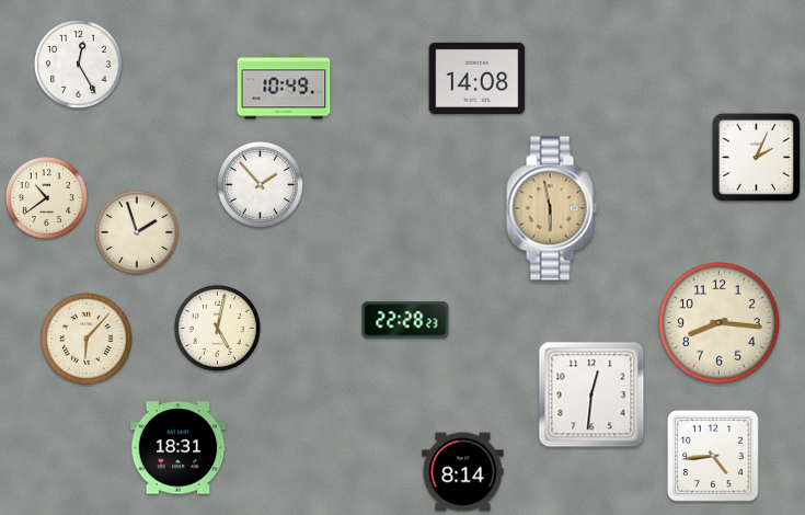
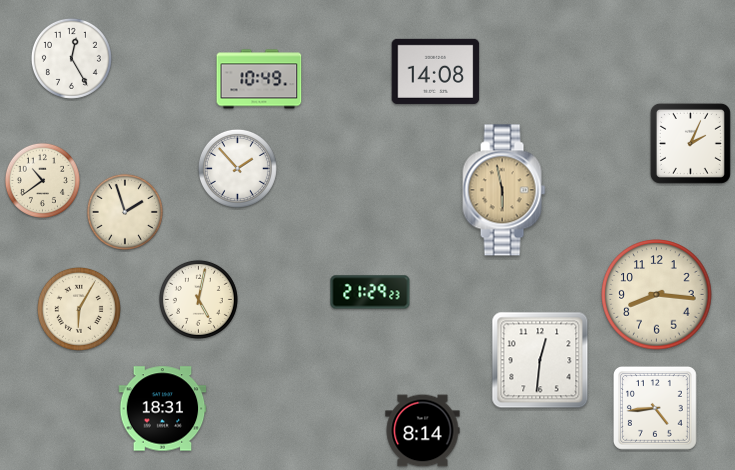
clock at (405, 320): 22:28 -> 21:29
clock at (87, 339): 6:07 -> 6:05
clock at (713, 456) position: (713, 456) -> (655, 408)
